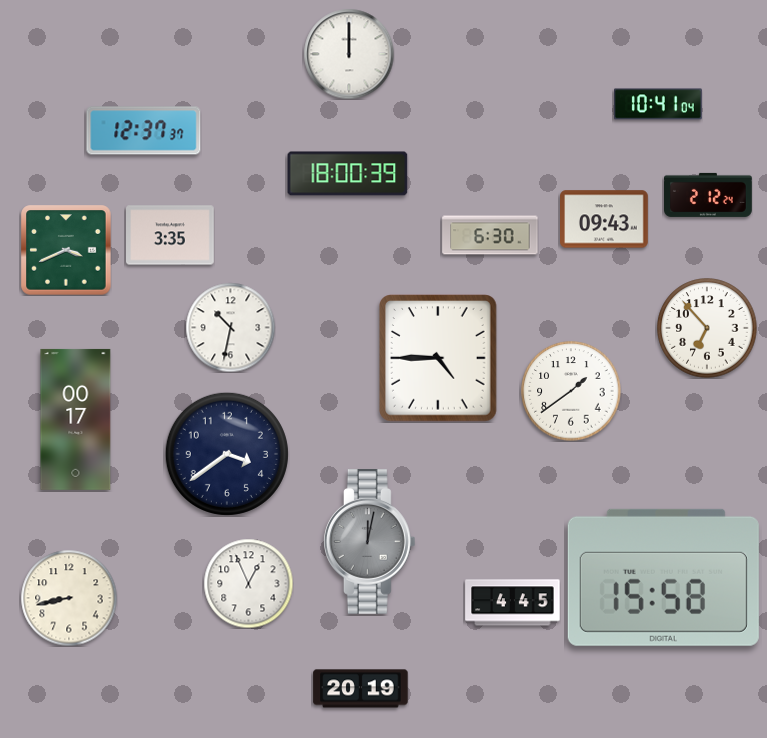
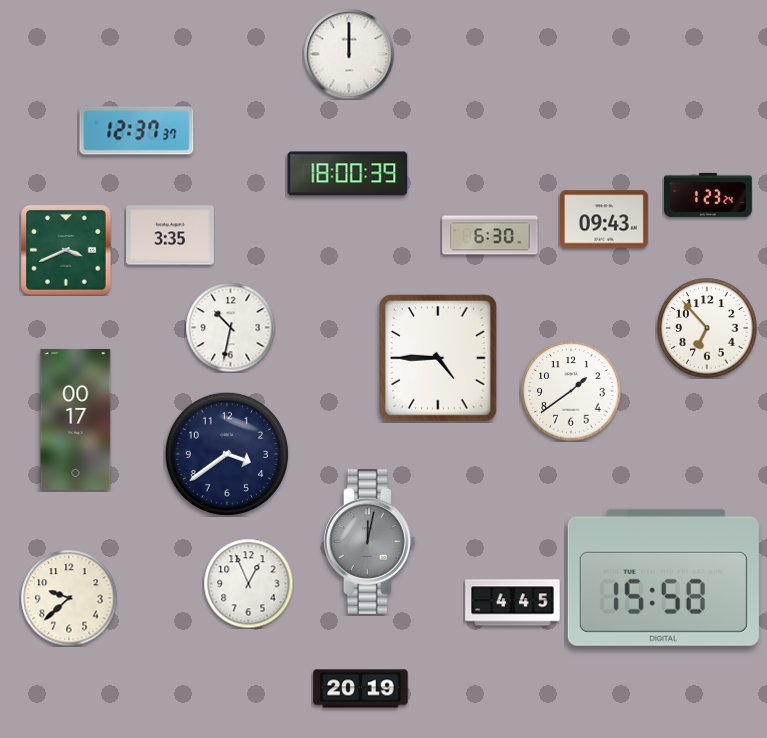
clock at (659, 104): 10:41 -> none
clock at (144, 131) position: (144, 131) -> (137, 131)
clock at (709, 195): 2:12 -> 1:23
clock at (69, 598): 8:43 -> 9:38
